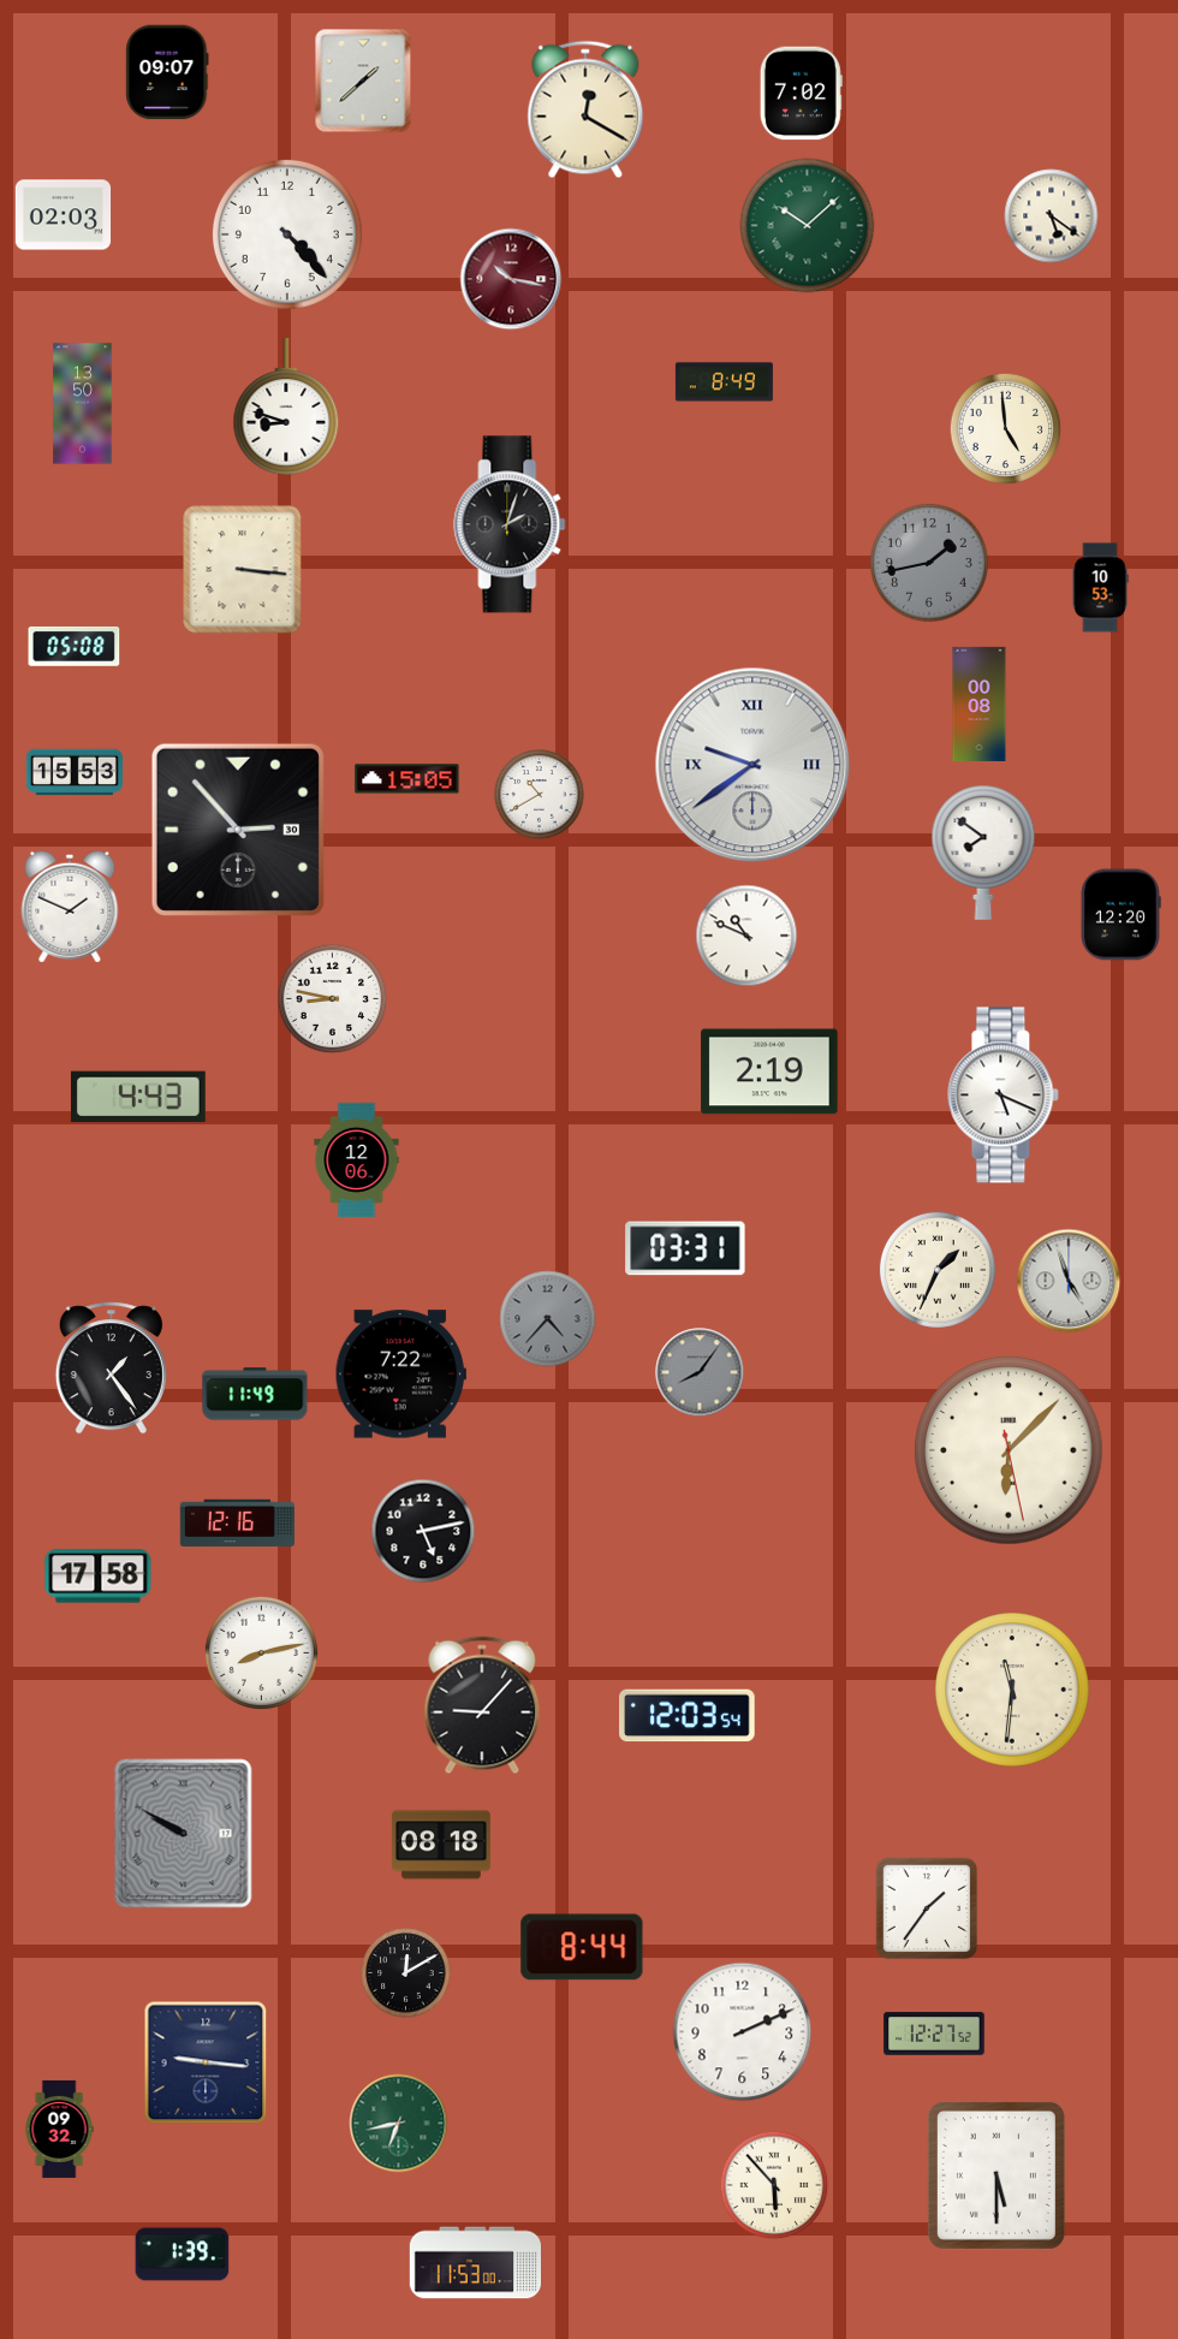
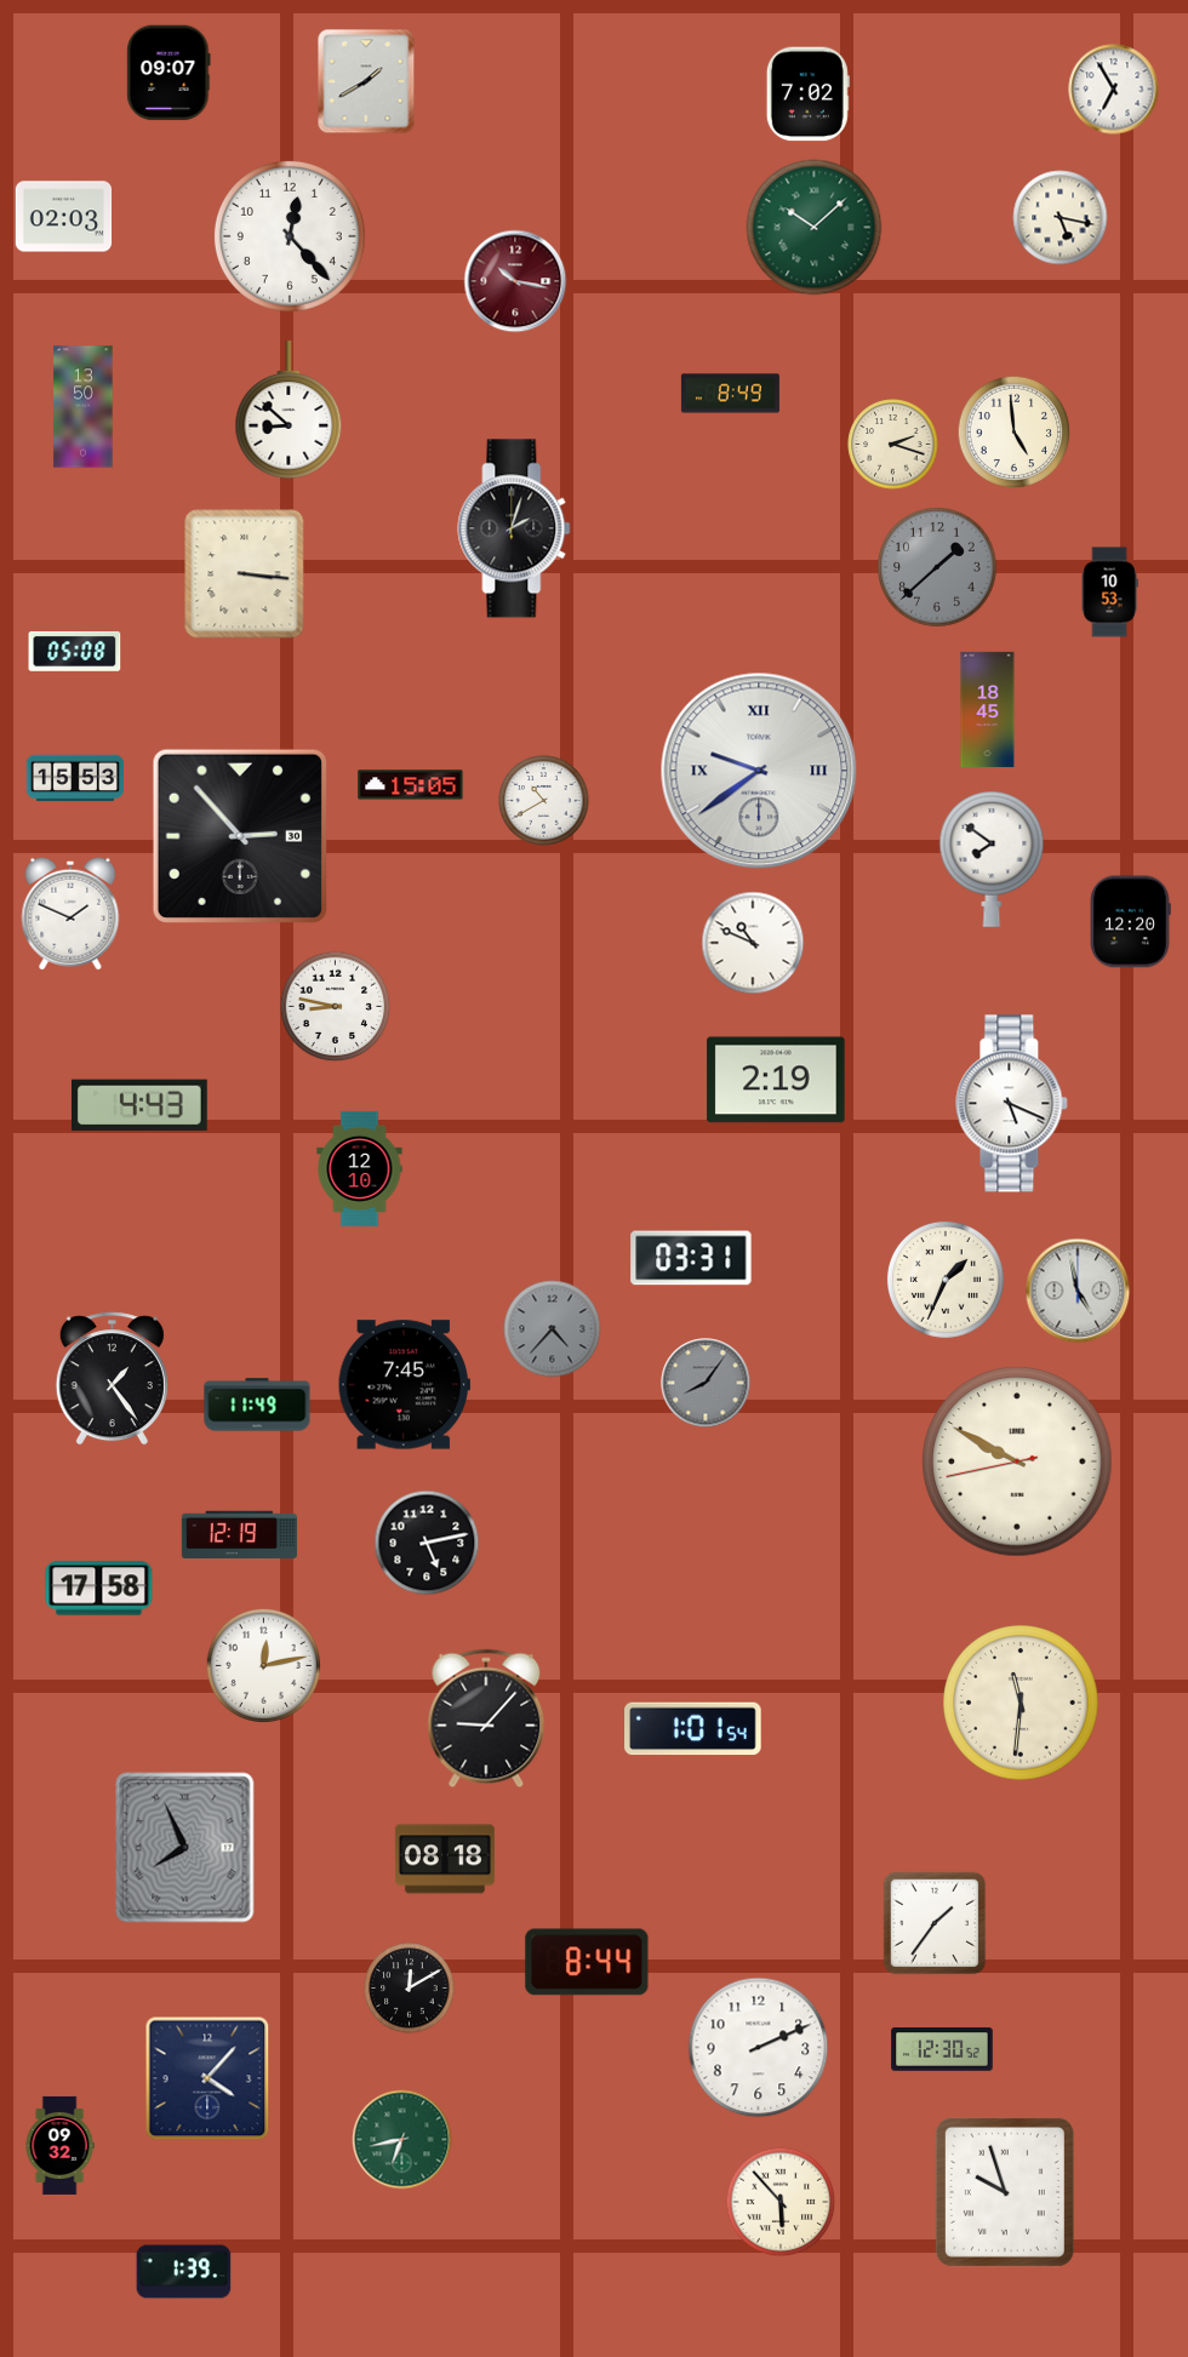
clock at (363, 81): 1:38 -> 1:40
clock at (1114, 90): none -> 6:55
clock at (585, 109): 12:20 -> none
clock at (1052, 216): 5:21 -> 5:17
clock at (287, 235): 4:23 -> 12:23
clock at (724, 382) position: (724, 382) -> (730, 394)
clock at (286, 406): 8:48 -> 8:52
clock at (893, 445): none -> 2:18
clock at (930, 564): 1:43 -> 1:38
clock at (980, 704): 00:08 -> 18:45
clock at (357, 1159): 12:06 -> 12:10
clock at (1069, 1281): 4:57 -> 4:58
clock at (400, 1375): 7:22 -> 7:45
clock at (1009, 1450): 6:07 -> 9:49
clock at (237, 1524): 12:16 -> 12:19
clock at (261, 1652): 8:13 -> 12:13
clock at (688, 1716): 12:03 -> 1:01
clock at (184, 1834): 9:50 -> 7:56
clock at (743, 2032) position: (743, 2032) -> (759, 2048)
clock at (934, 2034): 12:27 -> 12:30
clock at (206, 2062): 9:16 -> 4:07
clock at (996, 2175): 5:30 -> 9:57
clock at (475, 2263): 11:53 -> none
